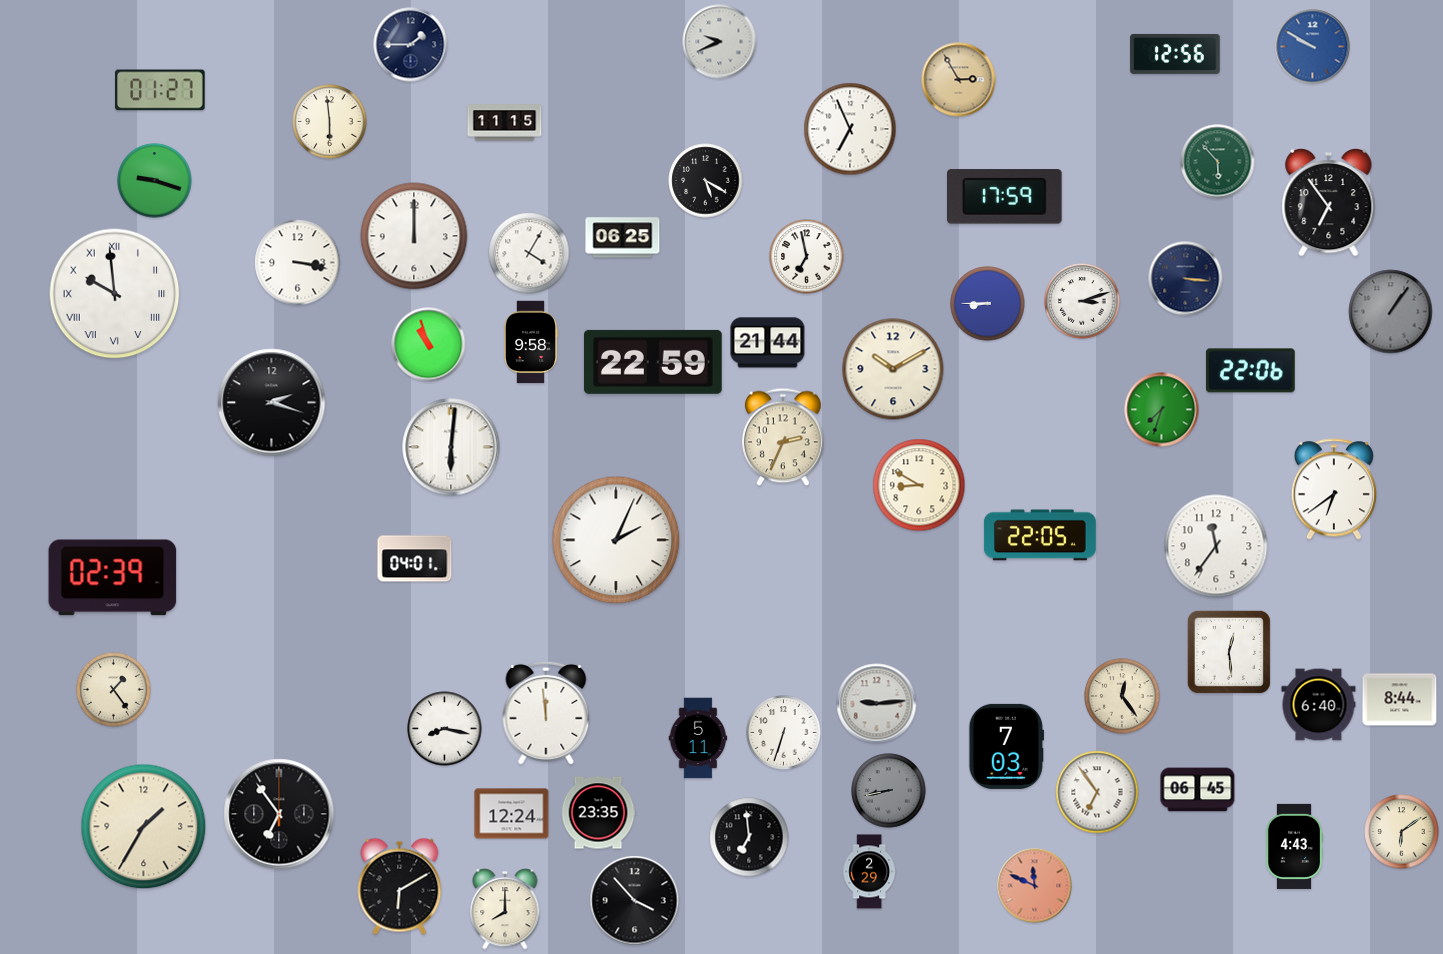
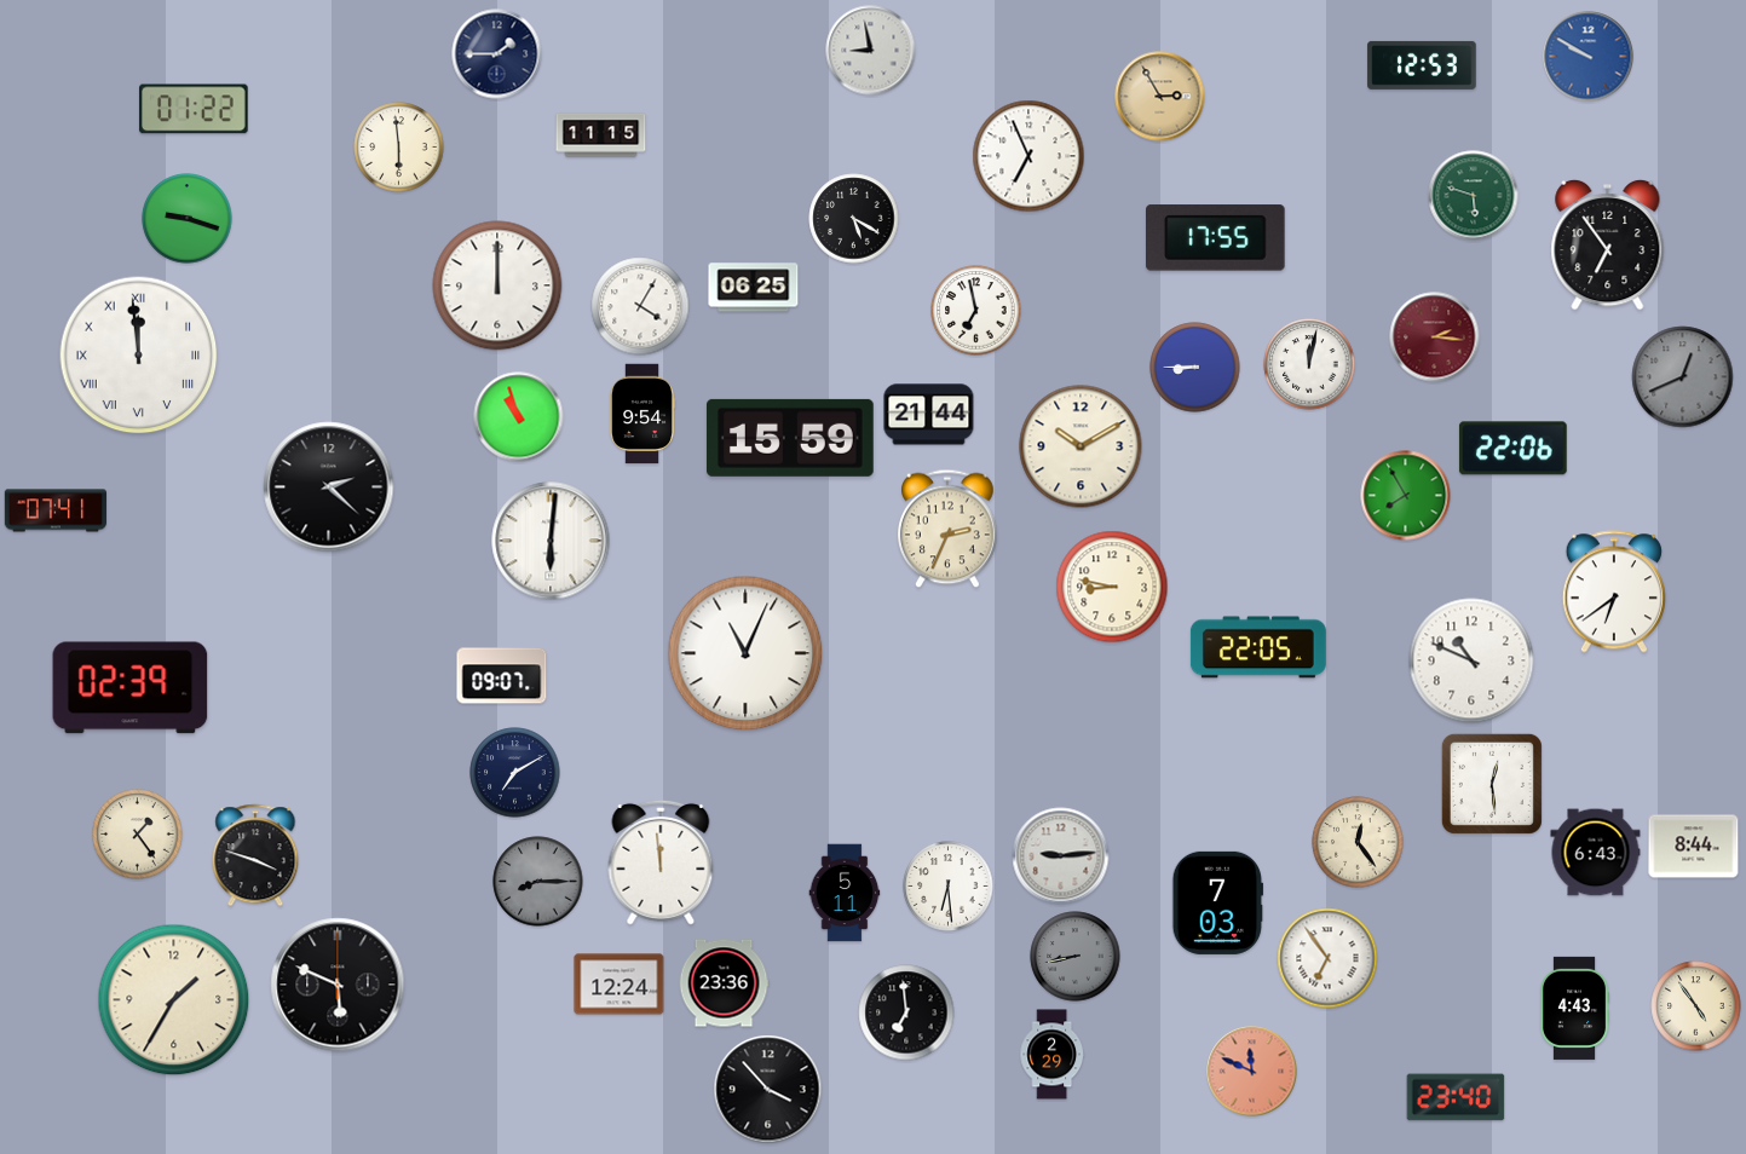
clock at (720, 42): 9:41 -> 8:58
clock at (1175, 54): 12:56 -> 12:53
clock at (160, 90): 01:27 -> 01:22
clock at (505, 123) position: (505, 123) -> (601, 135)
clock at (1218, 162): 5:53 -> 5:48
clock at (1005, 197): 17:59 -> 17:55
clock at (414, 236) position: (414, 236) -> (497, 285)
clock at (298, 263): 3:17 -> none
clock at (1186, 279): 3:16 -> 2:16
clock at (1186, 279) dial: navy -> burgundy
clock at (115, 294): 9:59 -> 11:59
clock at (1082, 301): 3:12 -> 12:02
clock at (1391, 312): 1:06 -> 12:41
clock at (530, 342): 9:58 -> 9:54
clock at (653, 362): 22:59 -> 15:59
clock at (272, 403): 2:18 -> 2:22
clock at (1162, 410): 7:33 -> 7:55
clock at (56, 510): none -> 07:41
clock at (451, 447) position: (451, 447) -> (551, 541)
clock at (919, 485): 8:50 -> 8:47
clock at (616, 540): 2:04 -> 11:04
clock at (1216, 546): 11:36 -> 10:49
clock at (415, 559): 04:01 -> 09:07
clock at (113, 578) position: (113, 578) -> (131, 688)
clock at (515, 773): none -> 7:10
clock at (1229, 652) position: (1229, 652) -> (1492, 784)
clock at (877, 704) position: (877, 704) -> (1061, 856)
clock at (1319, 705): 6:40 -> 6:43
clock at (255, 855): none -> 3:48
clock at (445, 729): 8:17 -> 8:15
clock at (445, 729) dial: white -> grey
clock at (784, 733): 6:33 -> 6:29
clock at (1198, 790): 06:45 -> none
clock at (598, 813): 23:35 -> 23:36
clock at (279, 814): 6:54 -> 5:49
clock at (1402, 832): 6:09 -> 4:54
clock at (1295, 846) position: (1295, 846) -> (1575, 1008)
clock at (400, 886): 6:10 -> none
clock at (1456, 1097): none -> 23:40
clock at (505, 909): 8:00 -> none
